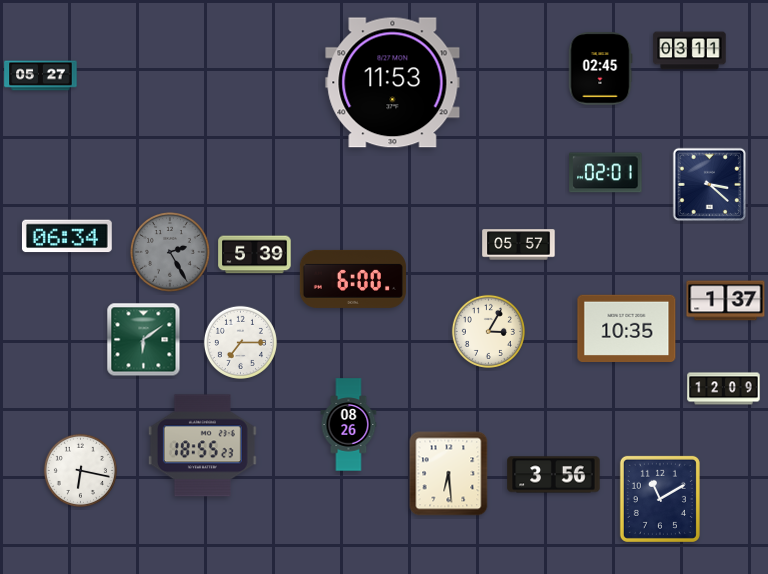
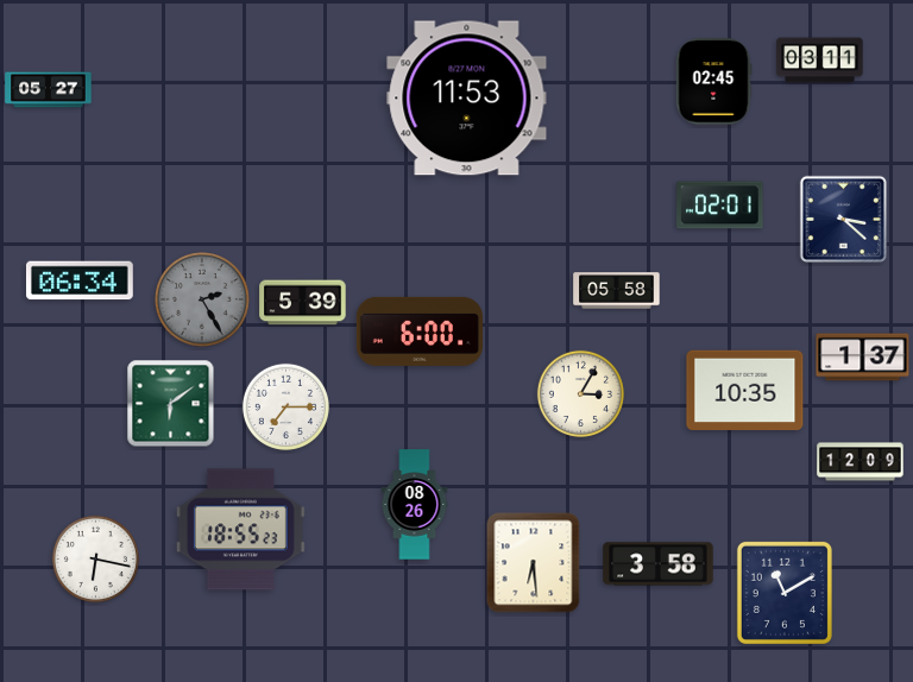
clock at (519, 245): 05:57 -> 05:58
clock at (554, 475): 3:56 -> 3:58
